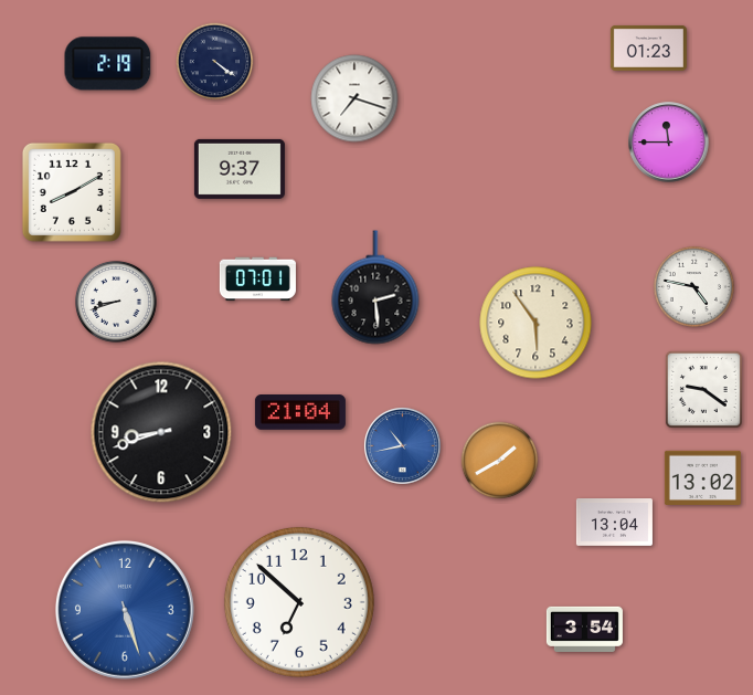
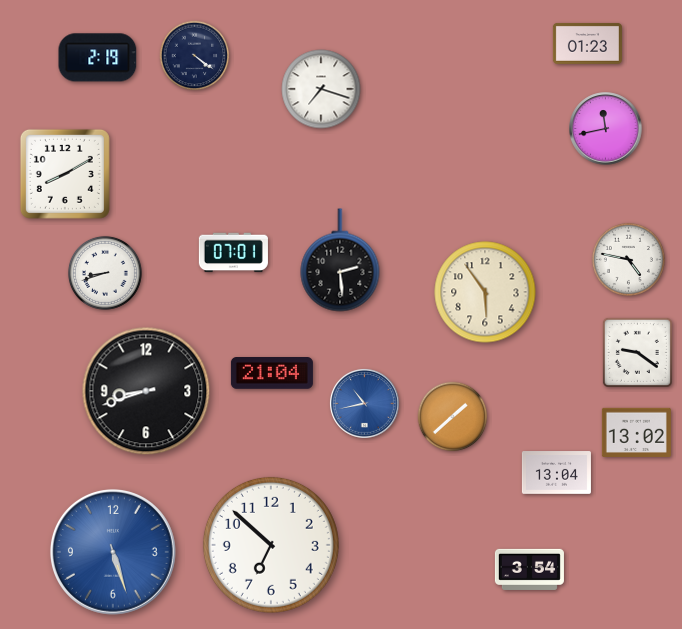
clock at (669, 143): 11:45 -> 11:43
clock at (240, 169): 9:37 -> none
clock at (500, 461): 1:40 -> 1:38
